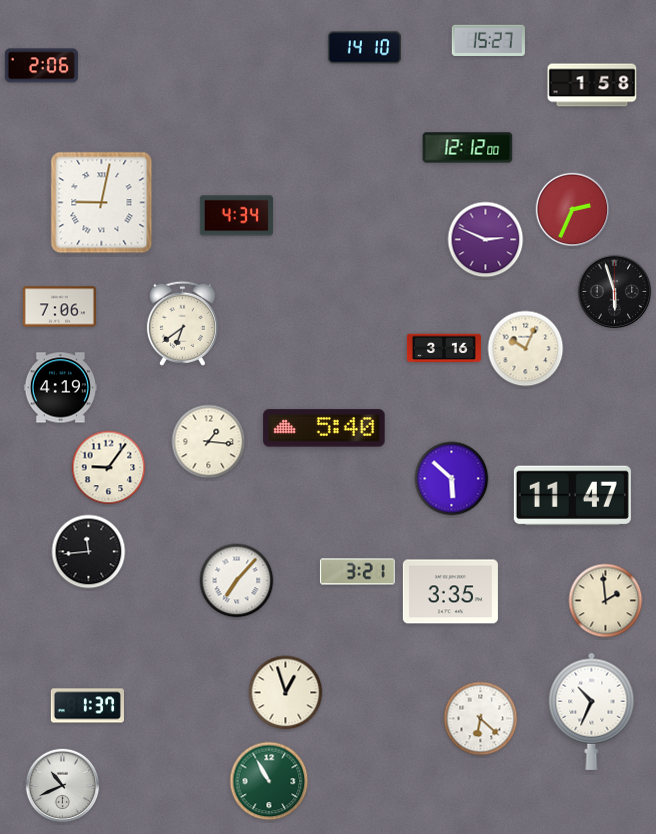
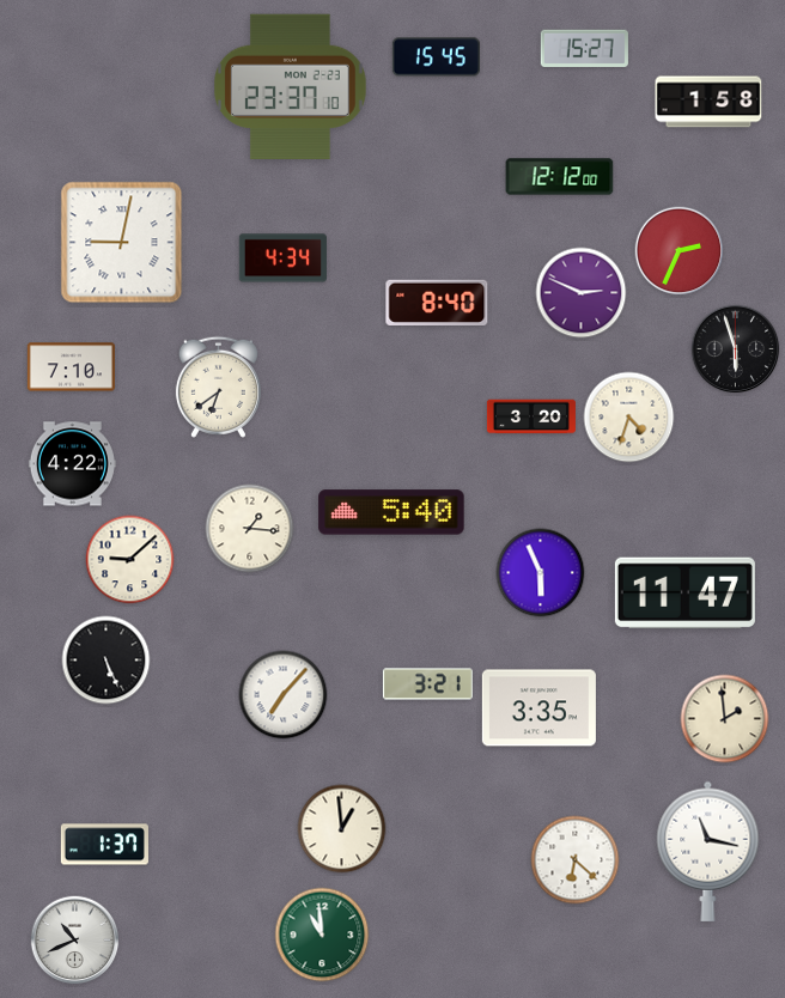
clock at (364, 48): 14:10 -> 15:45
clock at (41, 66): 2:06 -> none
clock at (291, 86): none -> 23:37
clock at (573, 210) position: (573, 210) -> (680, 251)
clock at (486, 240) position: (486, 240) -> (582, 293)
clock at (437, 303): none -> 8:40
clock at (59, 307): 7:06 -> 7:10
clock at (444, 348): 3:16 -> 3:20
clock at (526, 349): 10:04 -> 4:33
clock at (60, 388): 4:19 -> 4:22
clock at (324, 428) position: (324, 428) -> (391, 512)
clock at (109, 468): 9:06 -> 9:08
clock at (452, 479): 5:52 -> 5:56
clock at (89, 552): 11:44 -> 5:26
clock at (286, 693): 12:57 -> 12:59
clock at (592, 711): 10:34 -> 11:17
clock at (269, 781): 10:55 -> 10:59
